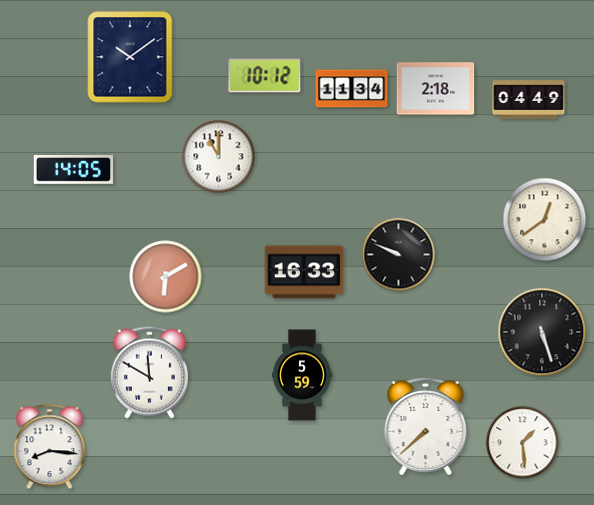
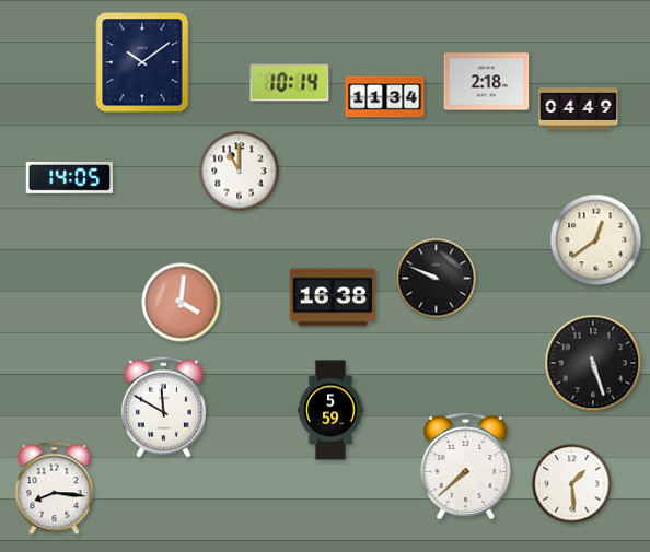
clock at (265, 76): 10:12 -> 10:14
clock at (436, 89) position: (436, 89) -> (487, 82)
clock at (73, 170) position: (73, 170) -> (69, 178)
clock at (304, 272): 16:33 -> 16:38
clock at (166, 277): 6:10 -> 4:01
